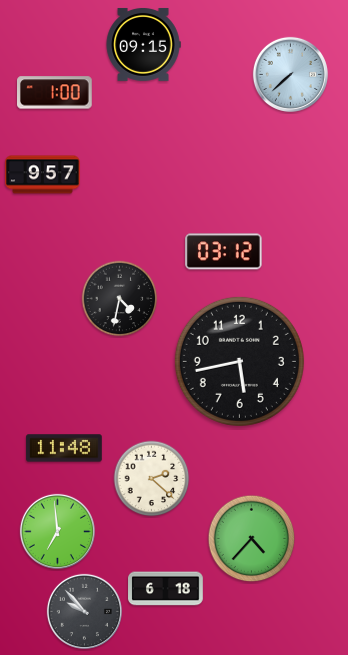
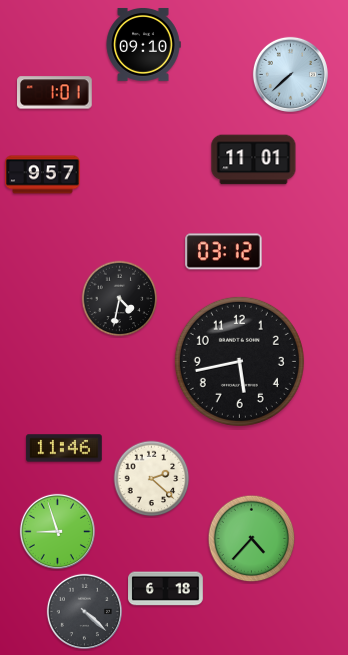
clock at (143, 44): 09:15 -> 09:10
clock at (55, 93): 1:00 -> 1:01
clock at (254, 160): none -> 11:01
clock at (64, 448): 11:48 -> 11:46
clock at (57, 531): 6:59 -> 8:57
clock at (84, 611): 9:53 -> 4:22
